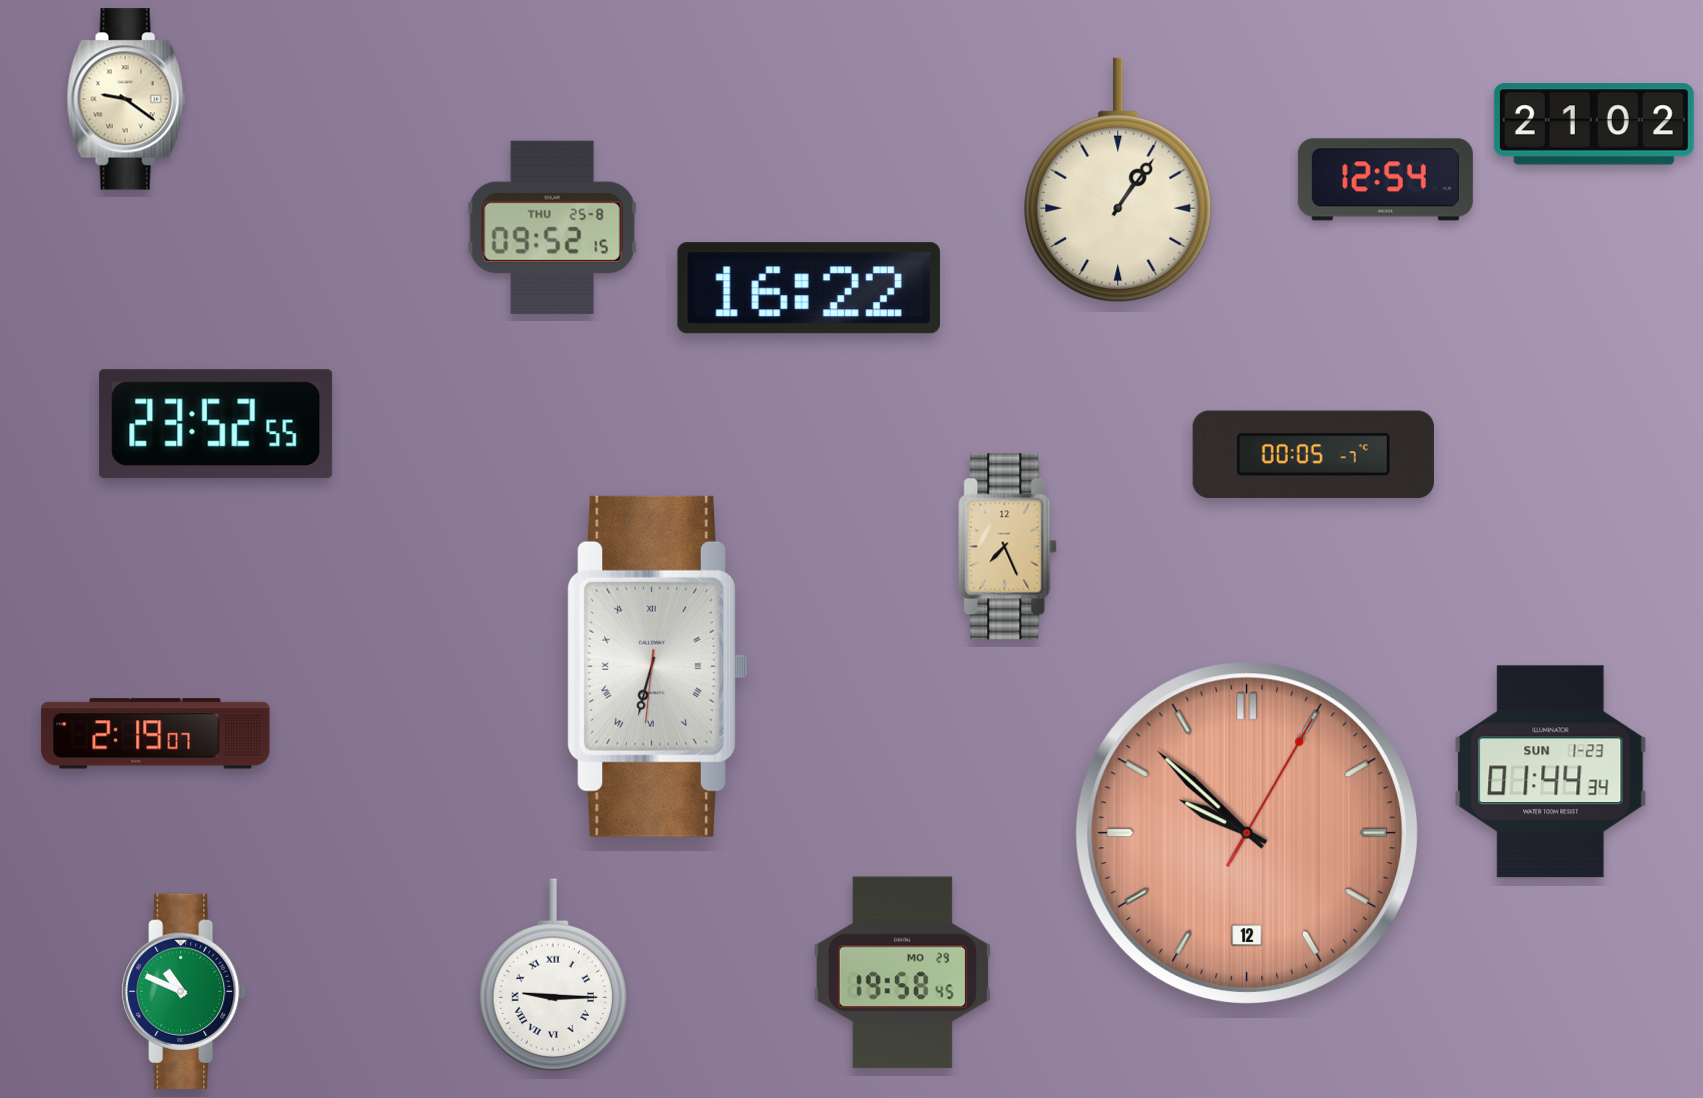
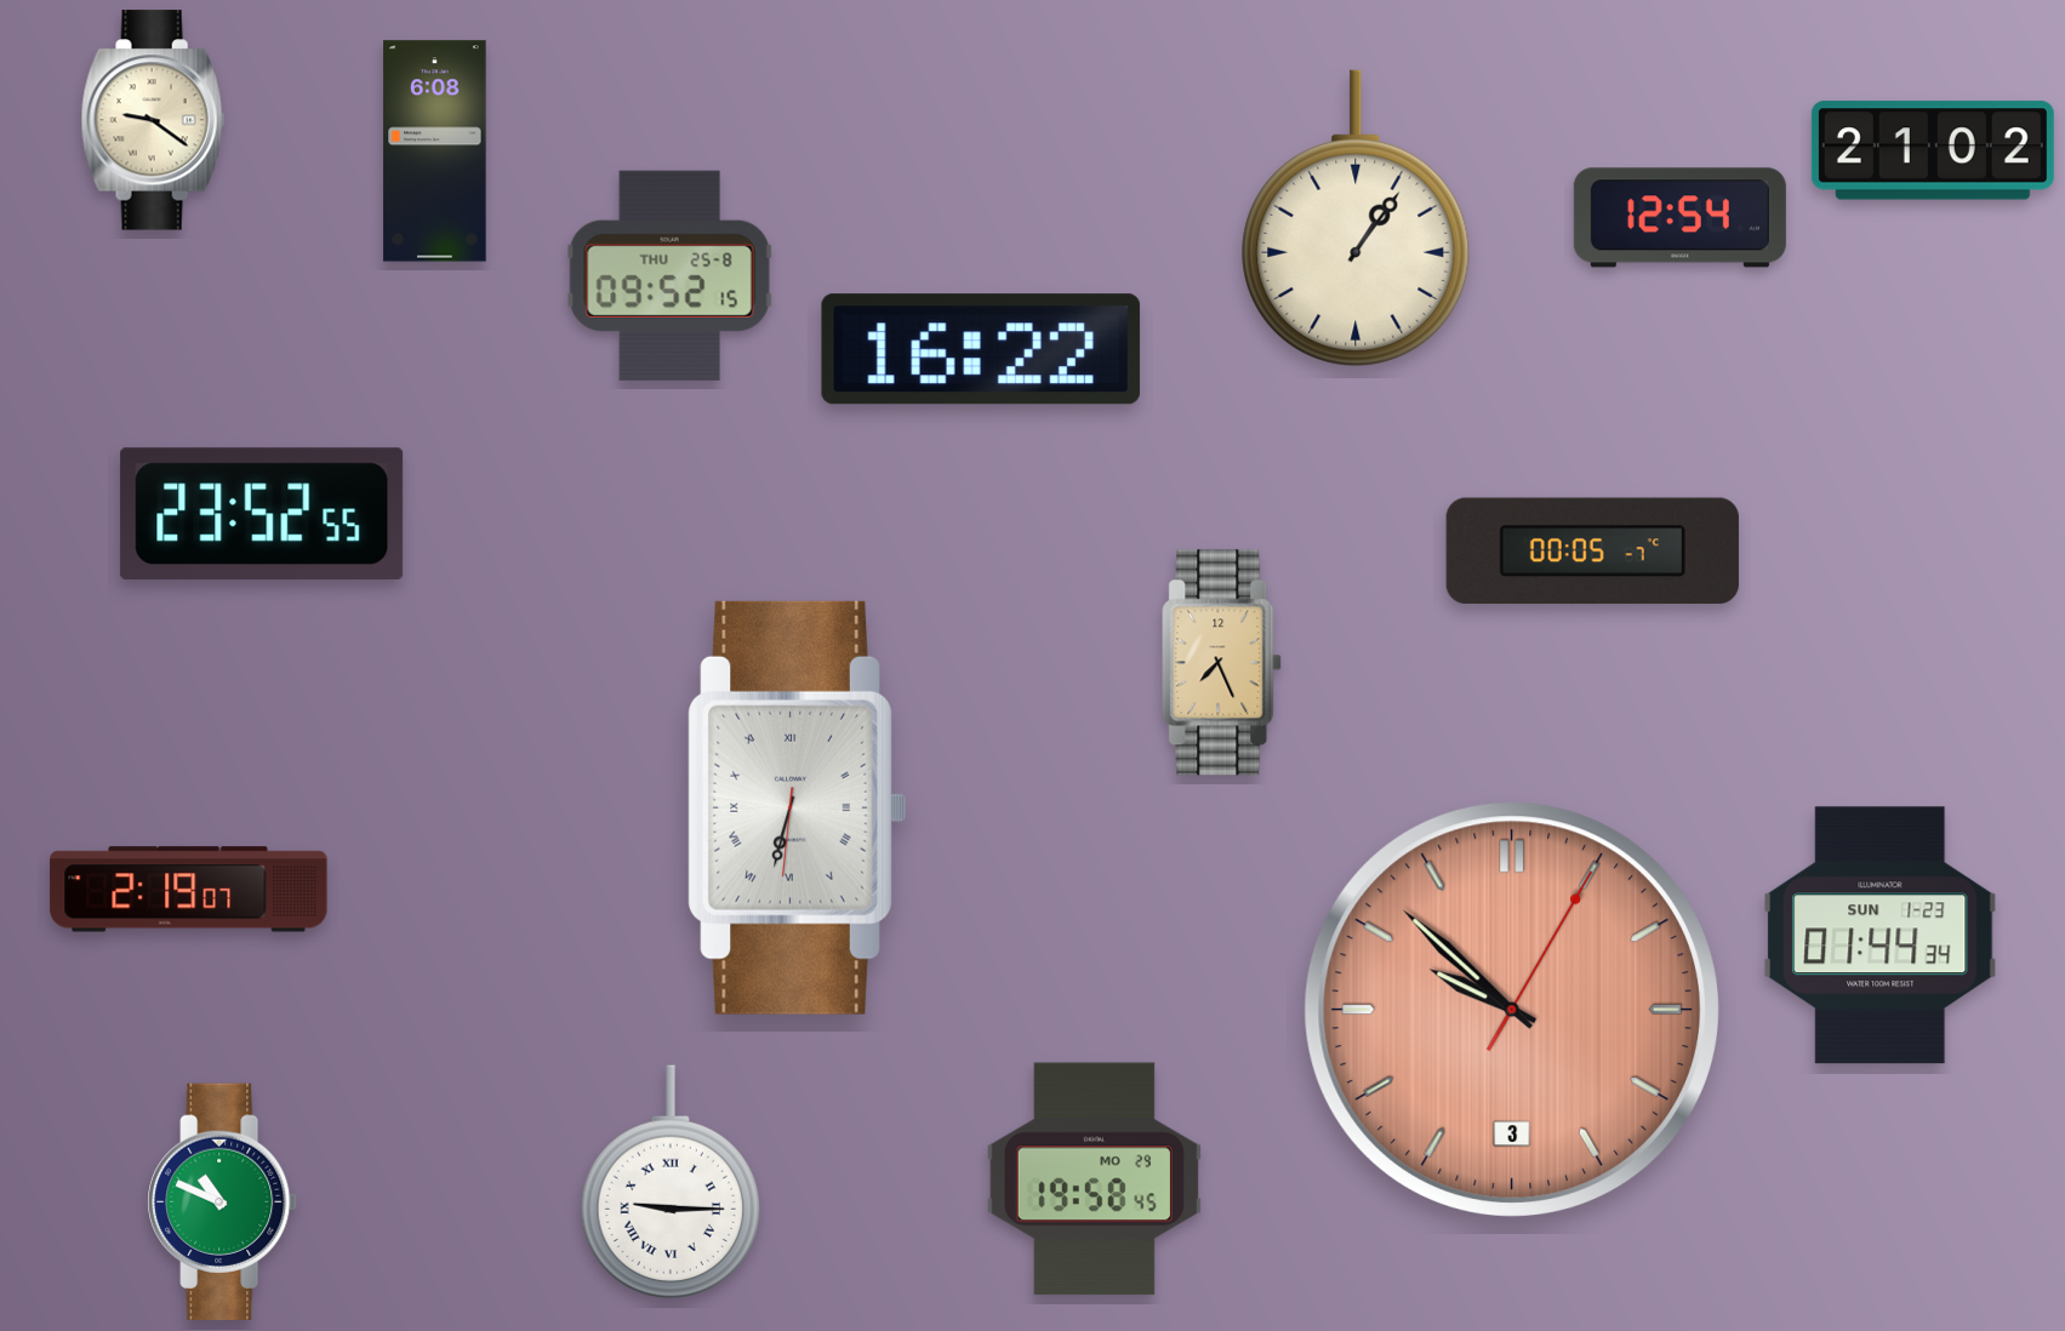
clock at (435, 152): none -> 6:08
clock at (1247, 833) date: 12 -> 3
